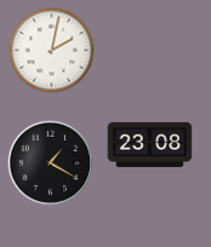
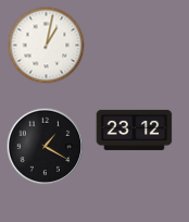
clock at (52, 51): 2:02 -> 1:02
clock at (150, 144): 23:08 -> 23:12
